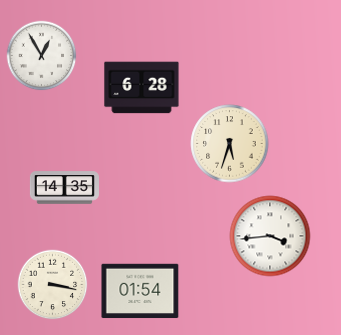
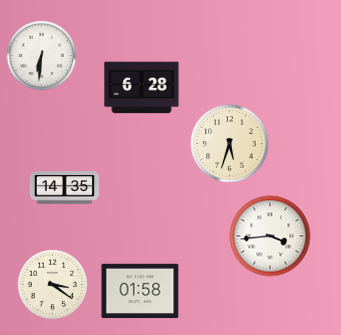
clock at (42, 56): 12:55 -> 6:31
clock at (53, 285): 3:17 -> 3:21
clock at (140, 291): 01:54 -> 01:58
